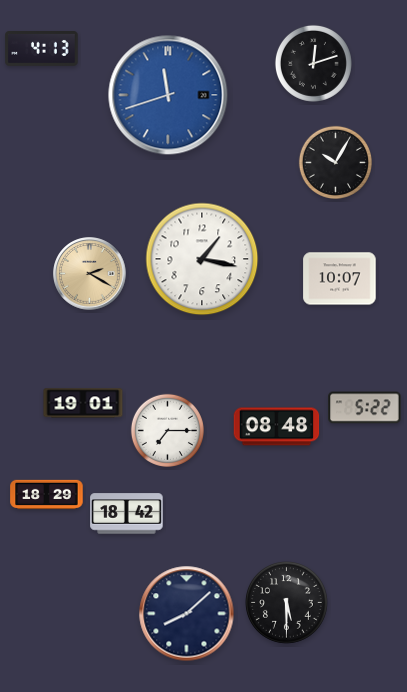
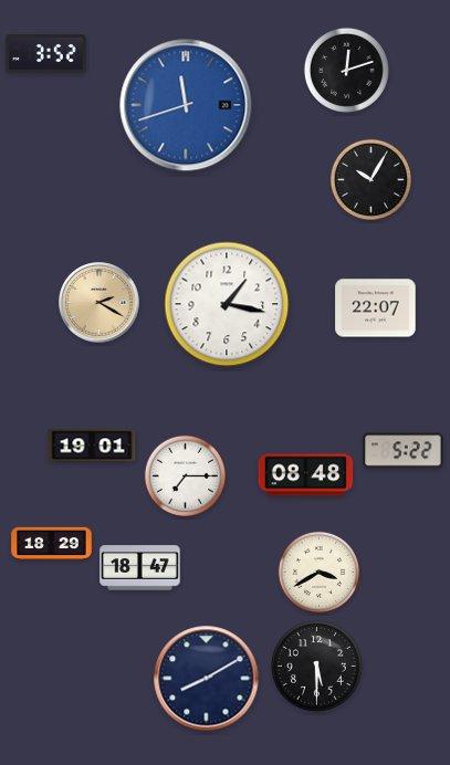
clock at (42, 49): 4:13 -> 3:52
clock at (202, 259) position: (202, 259) -> (227, 304)
clock at (340, 279): 10:07 -> 22:07
clock at (277, 427) position: (277, 427) -> (306, 475)
clock at (47, 495) position: (47, 495) -> (52, 544)
clock at (127, 514): 18:42 -> 18:47
clock at (318, 572): none -> 3:40
clock at (187, 614): 8:08 -> 8:10
